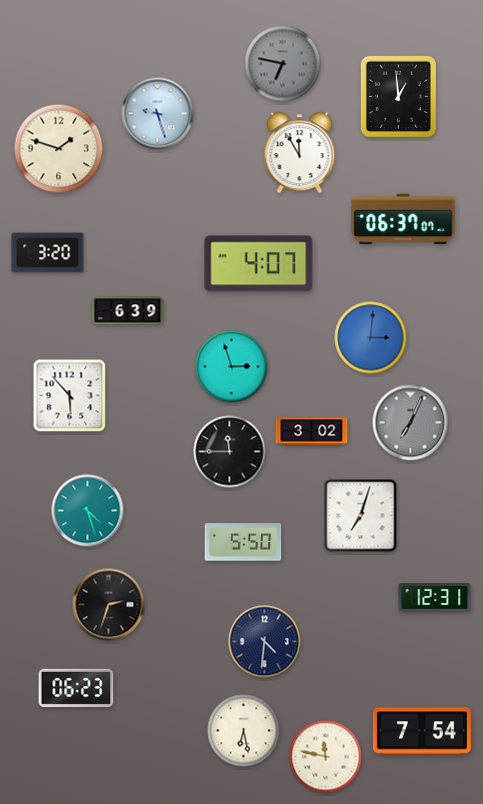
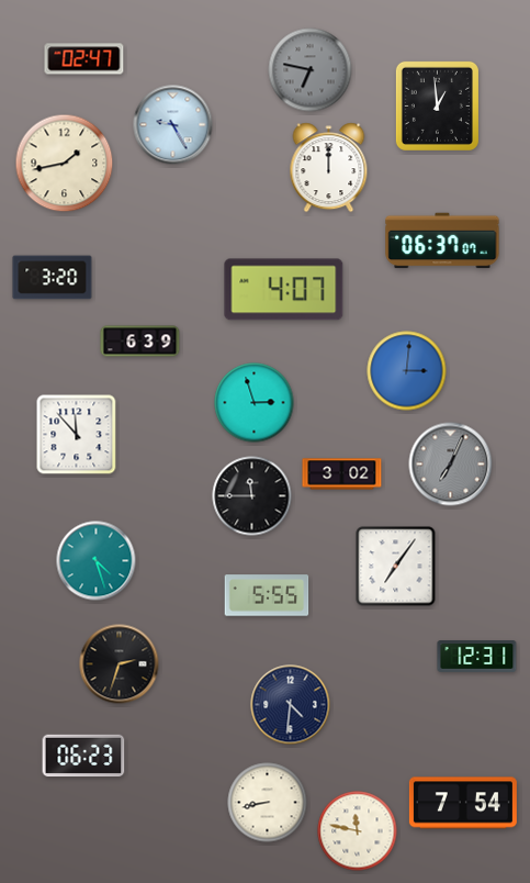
clock at (84, 59): none -> 02:47
clock at (158, 114): 9:27 -> 9:25
clock at (59, 149): 1:48 -> 1:43
clock at (300, 153): 11:55 -> 12:00
clock at (70, 396): 5:53 -> 11:53
clock at (361, 516): 7:03 -> 7:06
clock at (243, 542): 5:50 -> 5:55
clock at (244, 731): 6:28 -> 8:43
